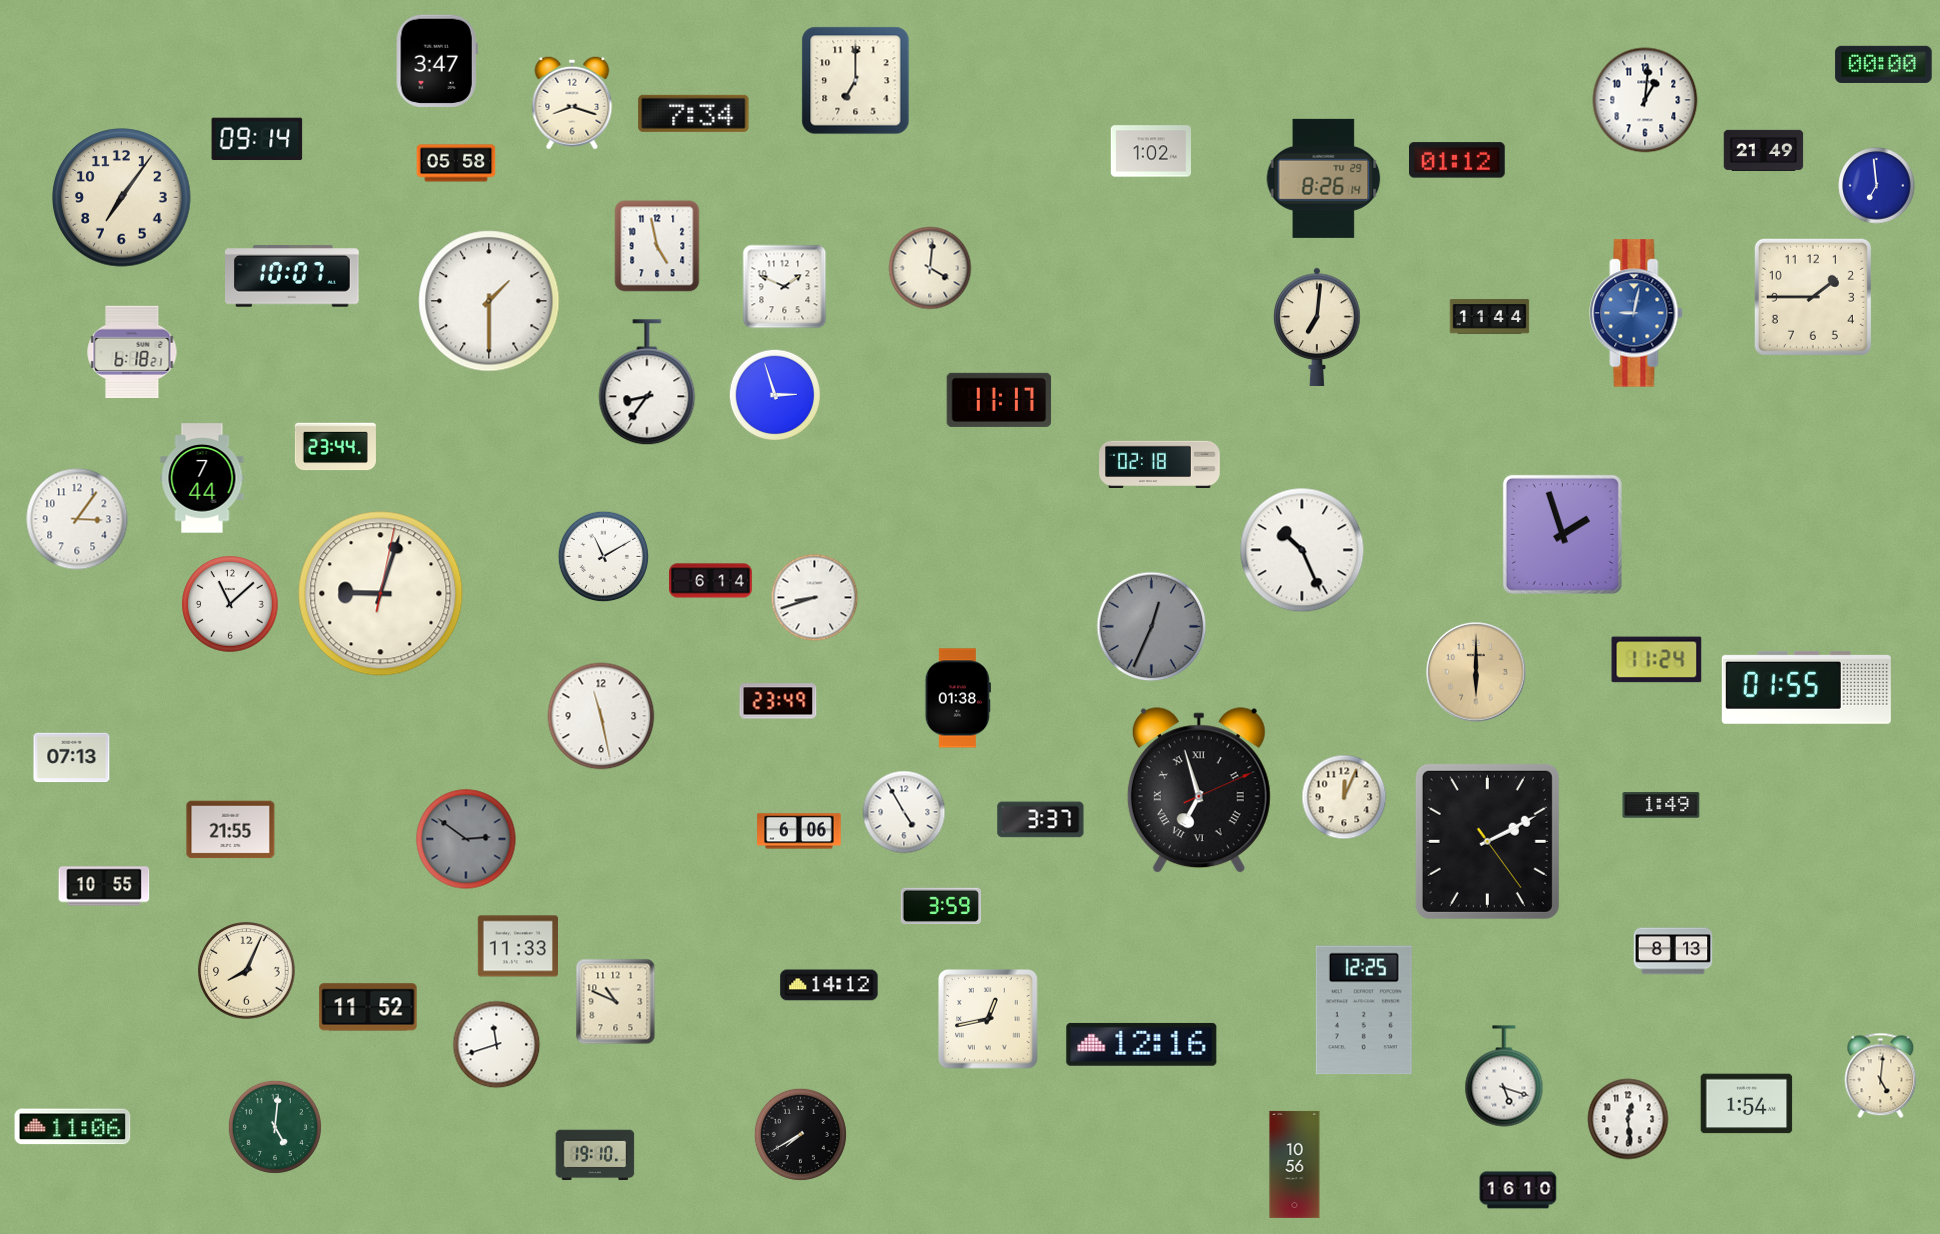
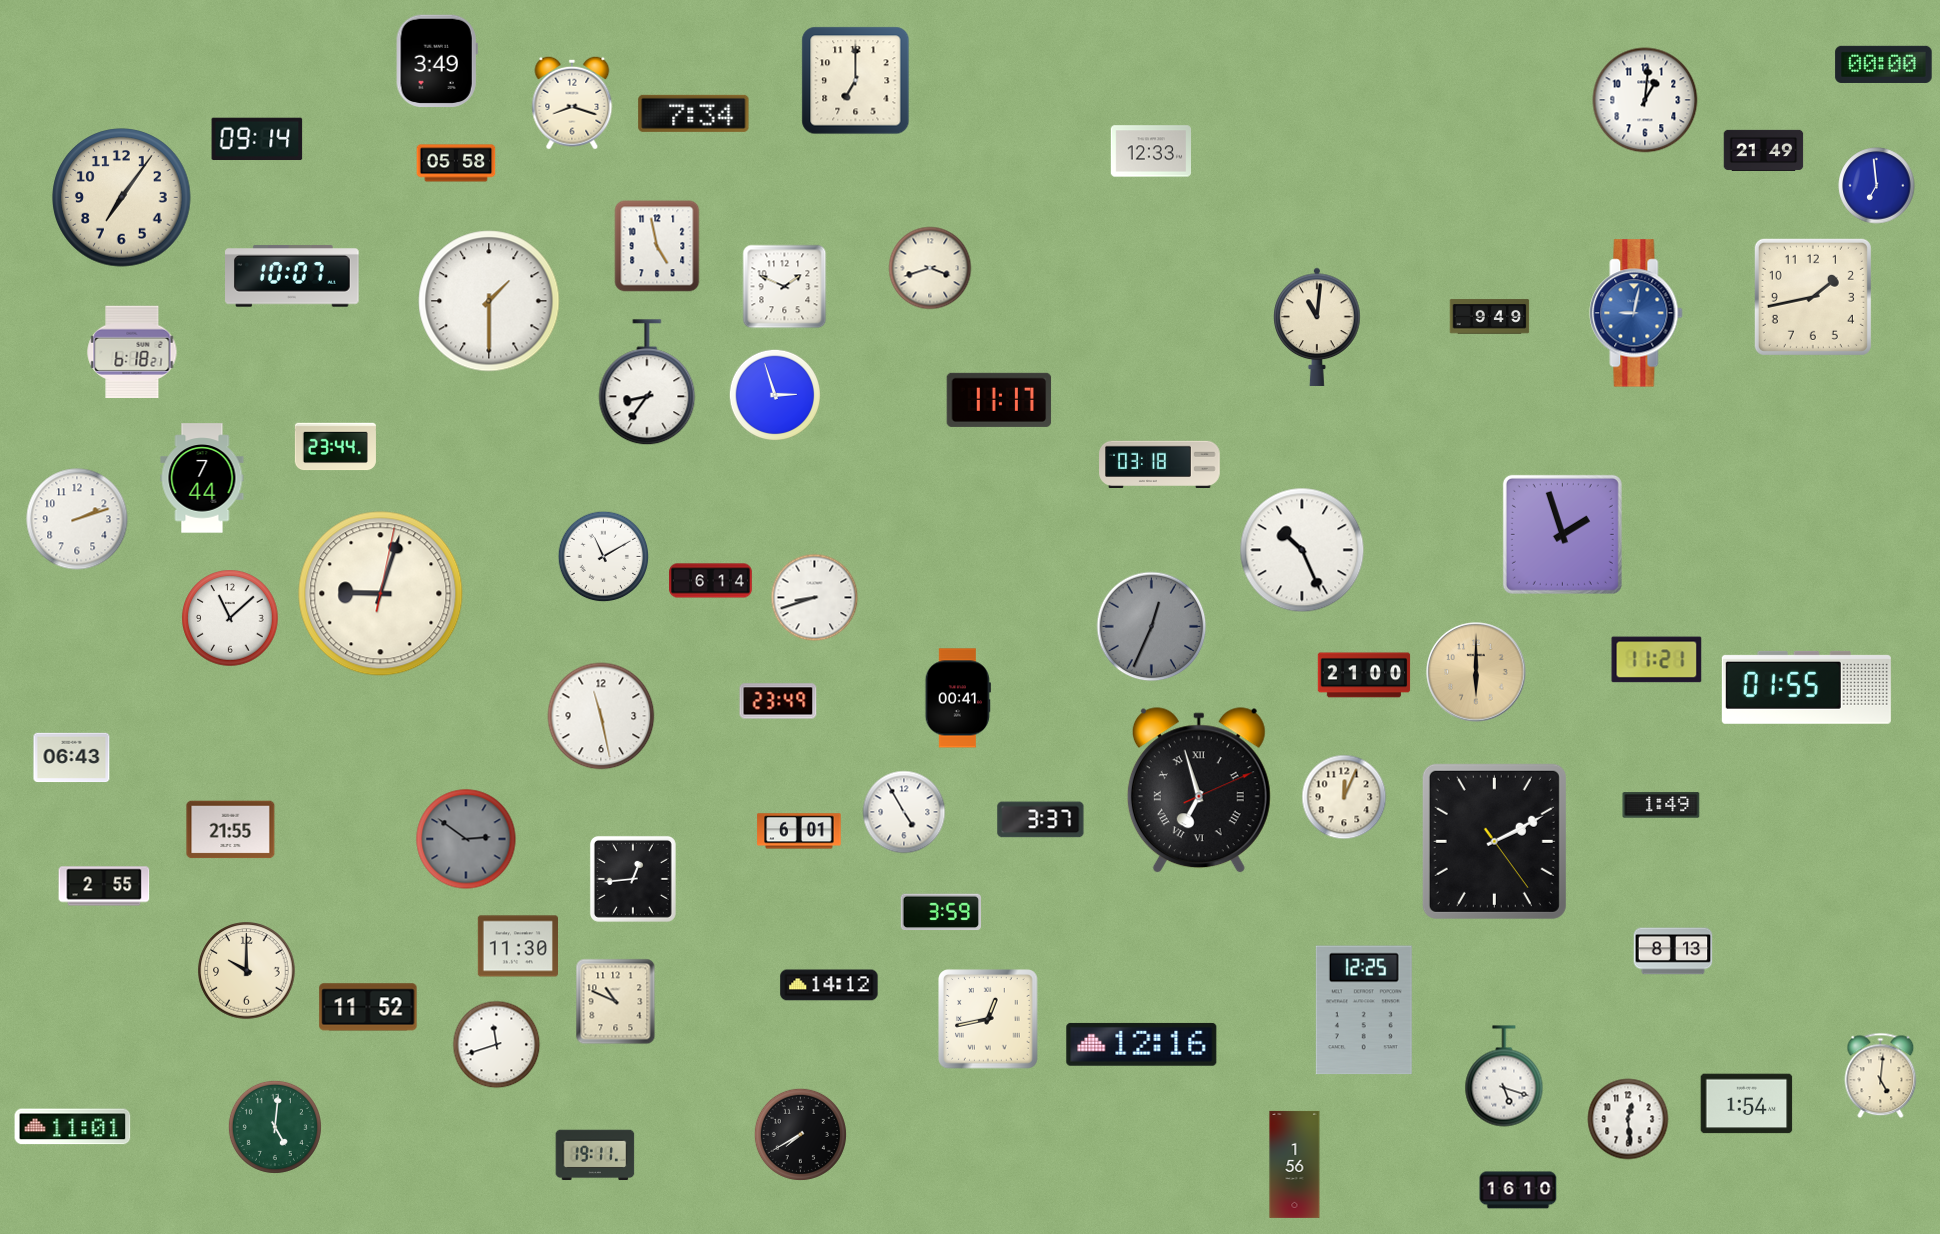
clock at (437, 60): 3:47 -> 3:49
clock at (1150, 151): 1:02 -> 12:33
clock at (1458, 160): 01:12 -> none
clock at (1324, 178): 8:26 -> none
clock at (930, 268): 4:01 -> 3:42
clock at (1813, 297): 1:45 -> 1:43
clock at (1490, 317): 11:44 -> 9:49
clock at (1317, 327): 7:01 -> 11:01
clock at (1160, 464): 02:18 -> 03:18
clock at (77, 519): 3:06 -> 2:12
clock at (230, 604) position: (230, 604) -> (230, 618)
clock at (1657, 660): 11:24 -> 11:21
clock at (1364, 675): none -> 21:00
clock at (958, 698): 01:38 -> 00:41
clock at (72, 758): 07:13 -> 06:43
clock at (799, 831): 6:06 -> 6:01
clock at (1487, 841) position: (1487, 841) -> (1494, 841)
clock at (633, 879): none -> 12:44
clock at (104, 886): 10:55 -> 2:55
clock at (940, 906) position: (940, 906) -> (940, 912)
clock at (517, 946): 11:33 -> 11:30
clock at (247, 971): 8:04 -> 10:00
clock at (73, 1127): 11:06 -> 11:01
clock at (595, 1155): 19:10 -> 19:11
clock at (1295, 1164): 10:56 -> 1:56
